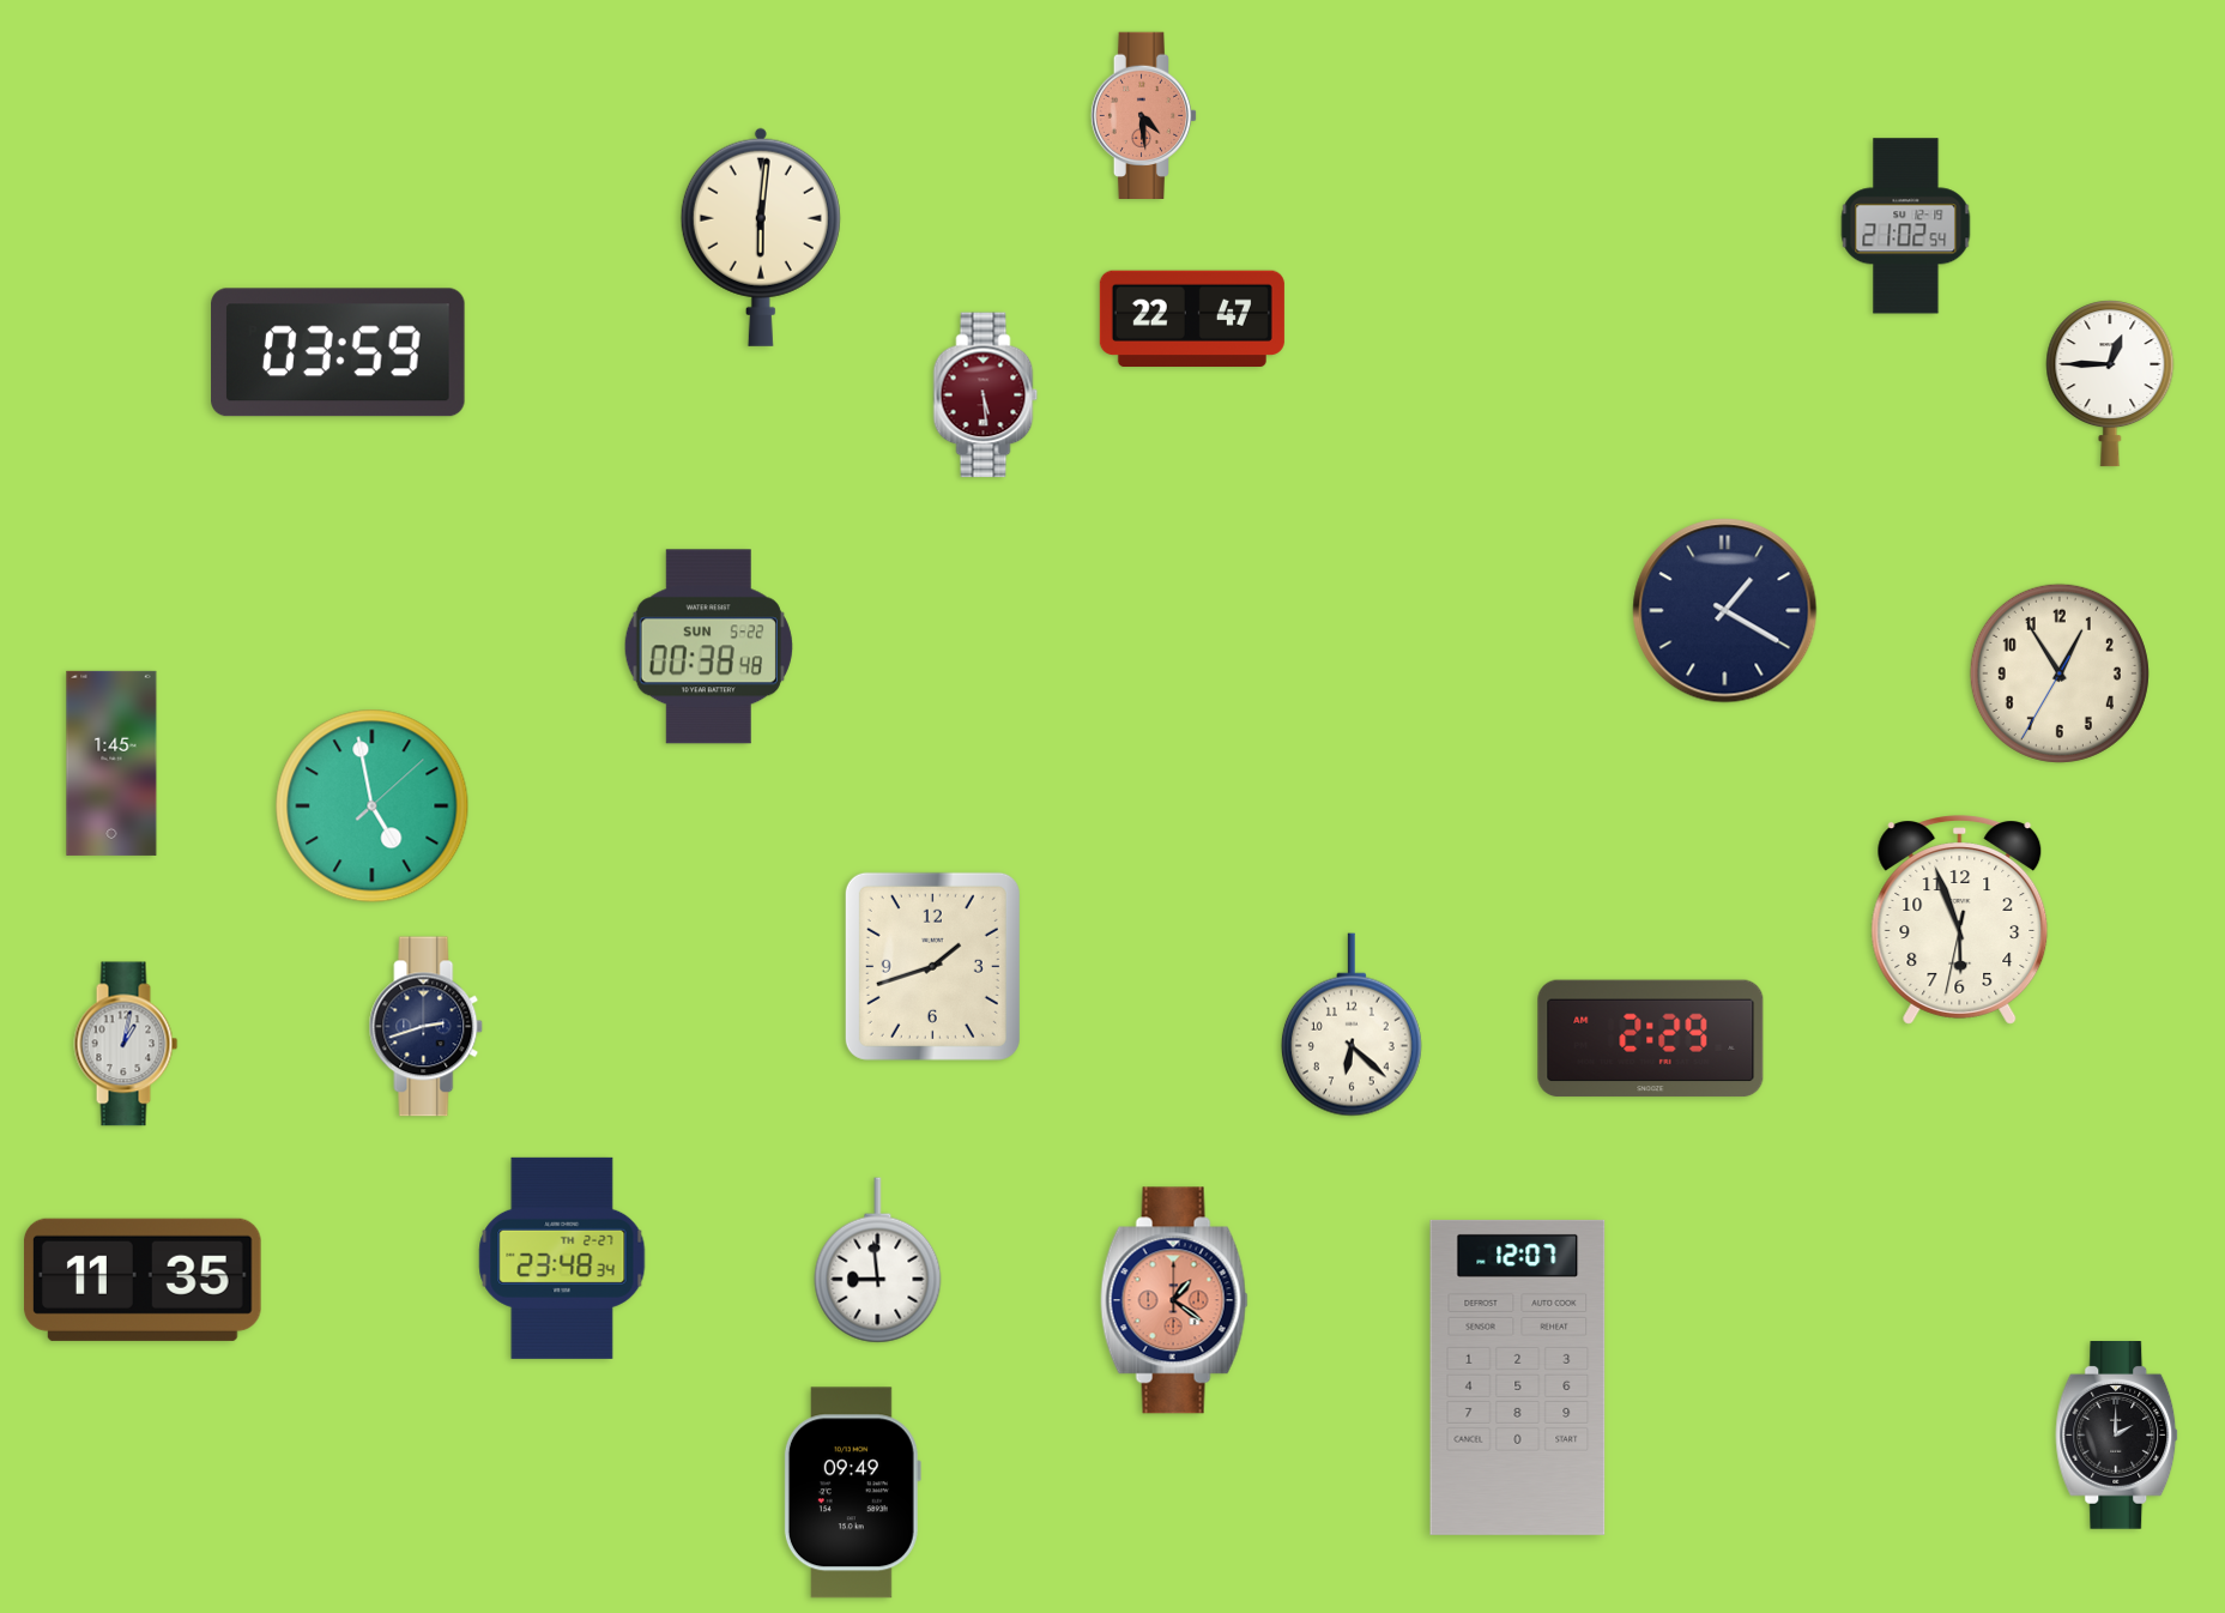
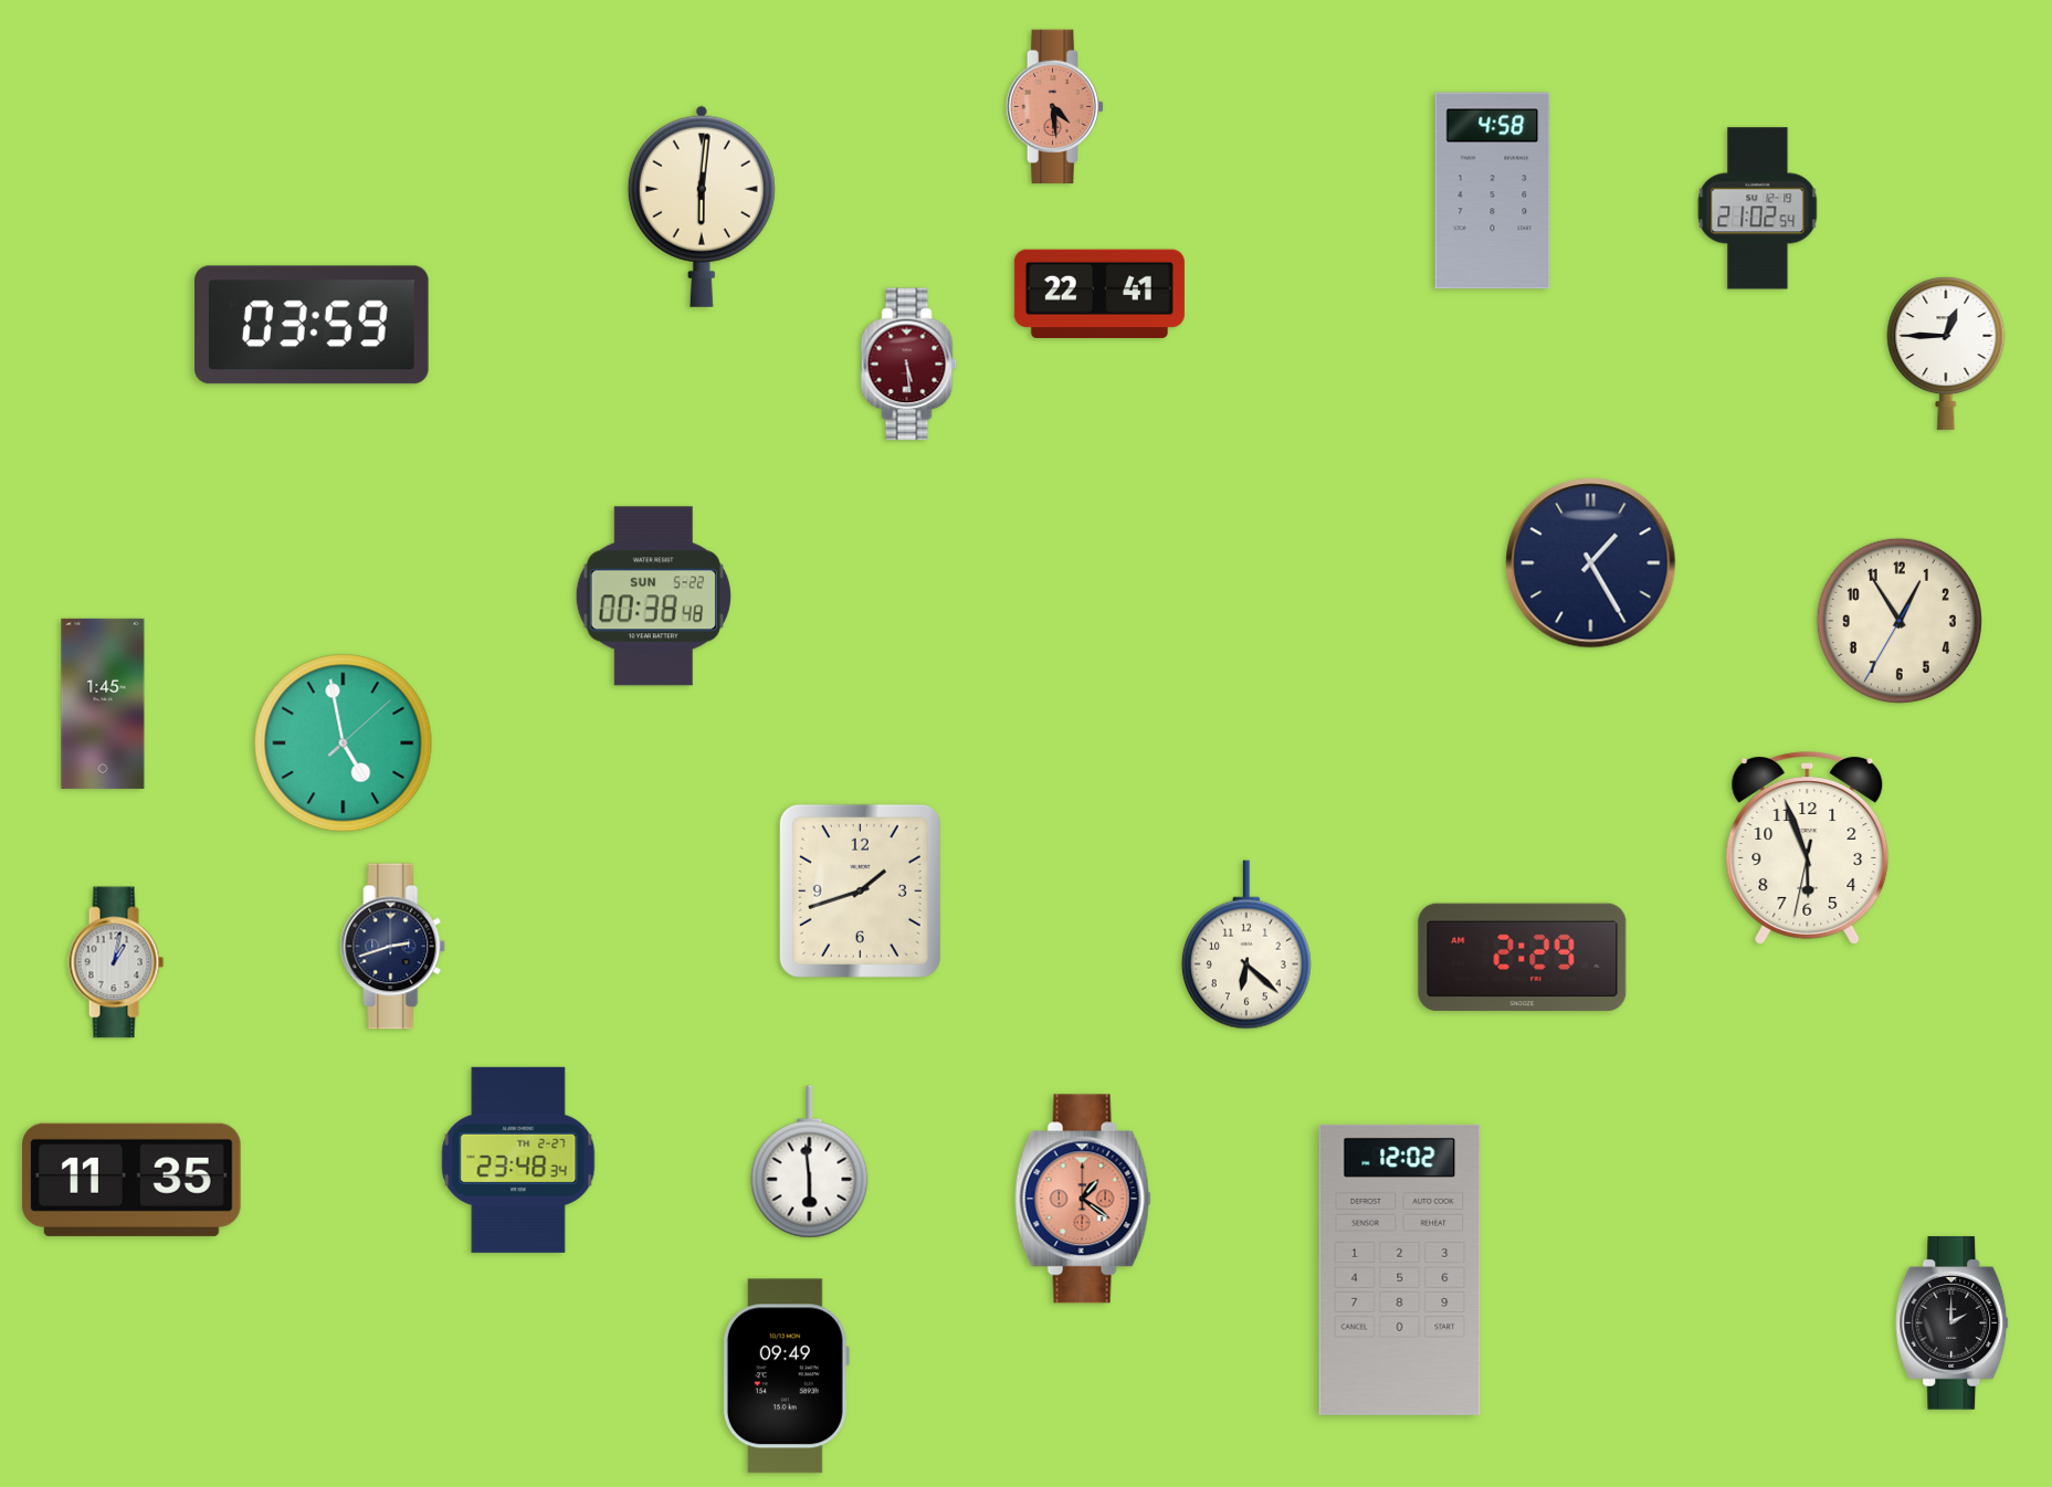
clock at (1493, 191): none -> 4:58
clock at (761, 237) position: (761, 237) -> (702, 207)
clock at (1192, 319): 22:47 -> 22:41
clock at (1725, 611): 1:20 -> 1:25
clock at (878, 1261): 8:59 -> 5:59
clock at (1518, 1377): 12:07 -> 12:02
